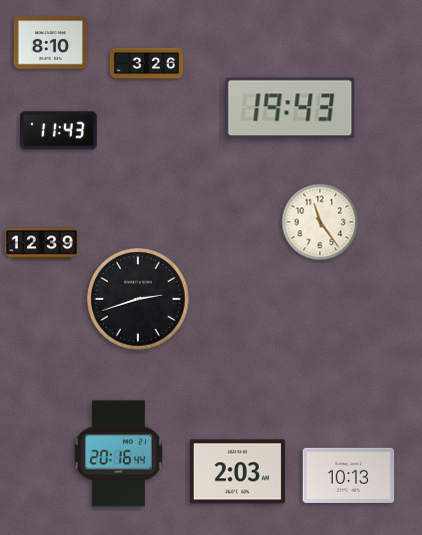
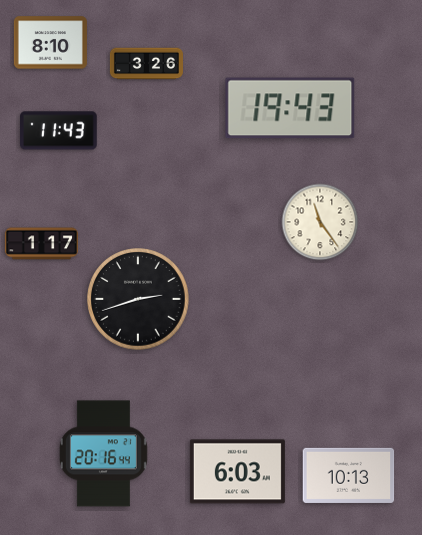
clock at (41, 244): 12:39 -> 1:17
clock at (118, 454) position: (118, 454) -> (103, 454)
clock at (237, 472): 2:03 -> 6:03
